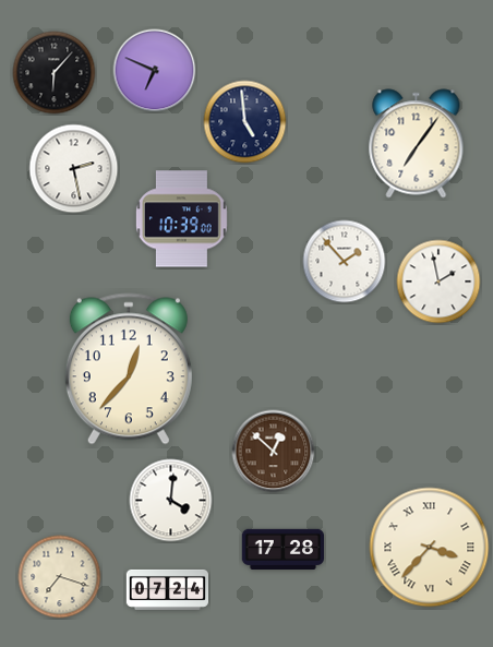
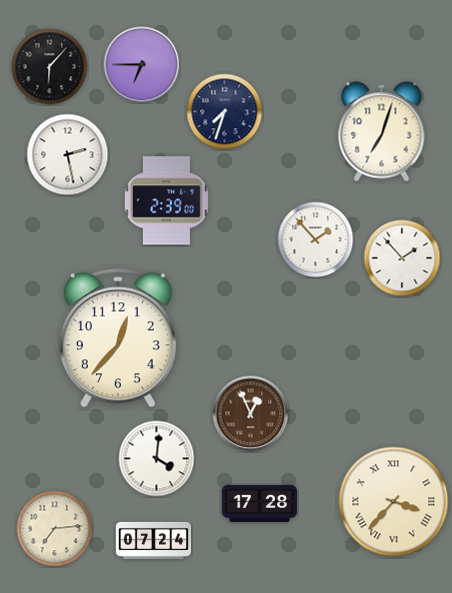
clock at (155, 71): 6:49 -> 6:45
clock at (245, 122): 4:59 -> 7:33
clock at (417, 144): 7:06 -> 7:03
clock at (181, 219): 10:39 -> 2:39
clock at (438, 281): 1:58 -> 1:53
clock at (274, 452): 12:52 -> 12:56
clock at (60, 577): 7:18 -> 7:14
